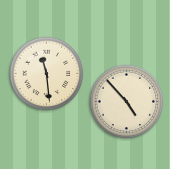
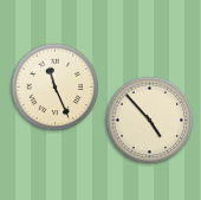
clock at (47, 74): 11:29 -> 11:26
